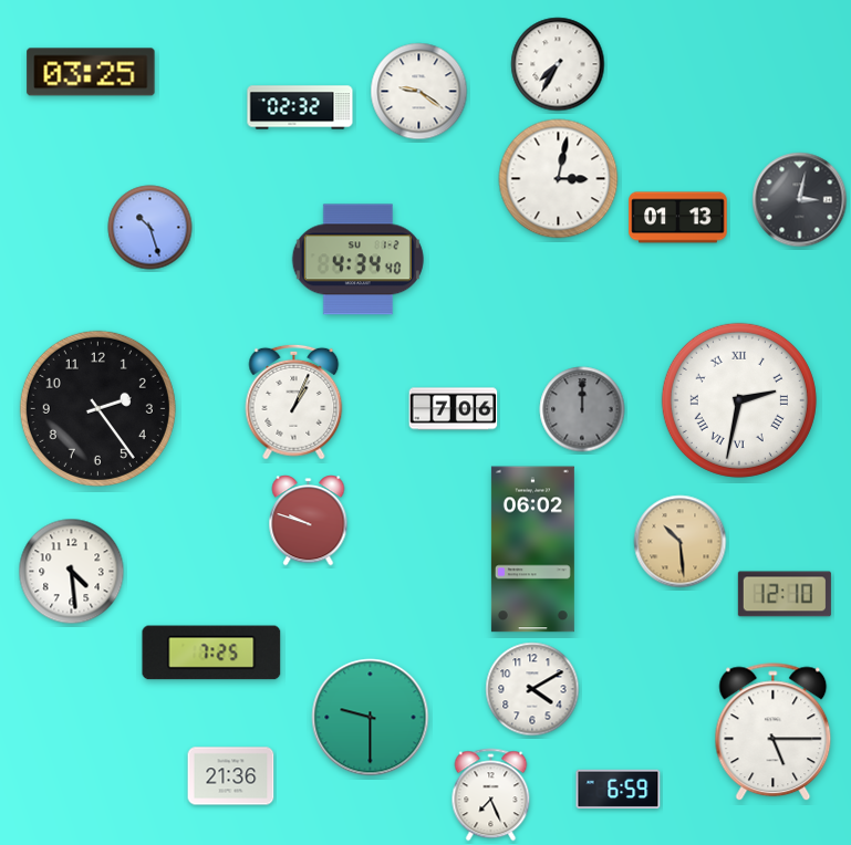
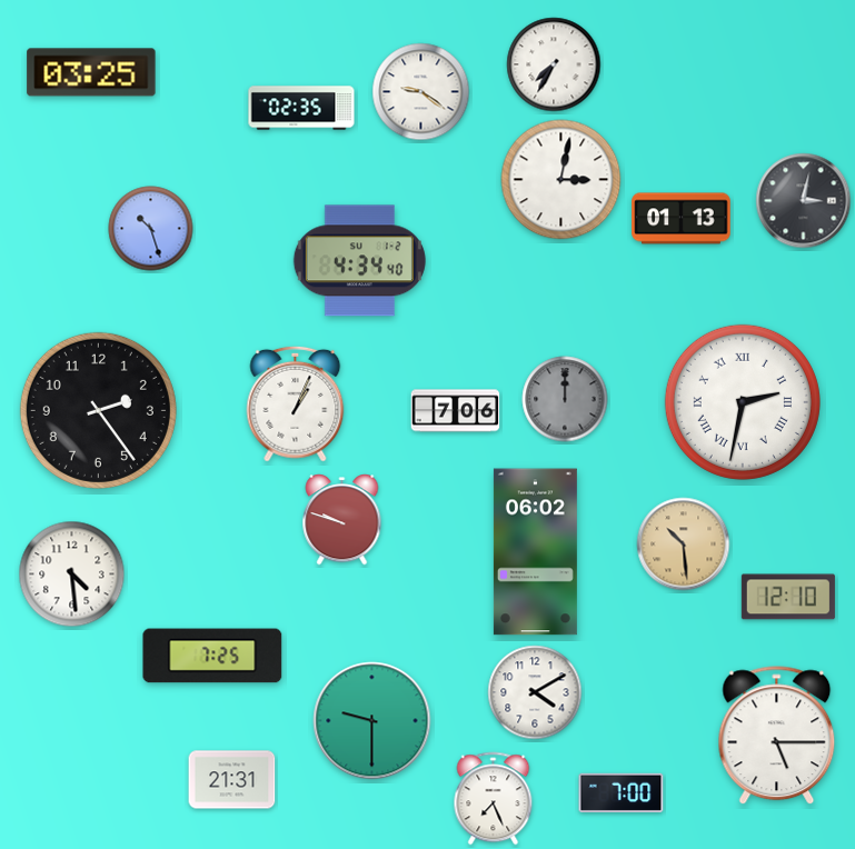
clock at (558, 64) position: (558, 64) -> (554, 64)
clock at (300, 107): 02:32 -> 02:35
clock at (582, 409) position: (582, 409) -> (565, 399)
clock at (309, 521) position: (309, 521) -> (342, 520)
clock at (231, 776): 21:36 -> 21:31
clock at (619, 789): 6:59 -> 7:00
